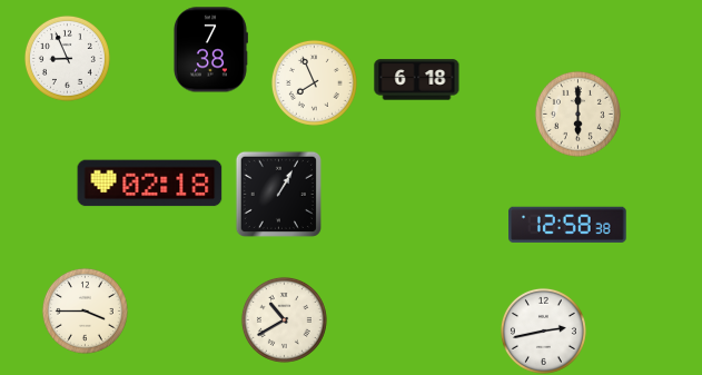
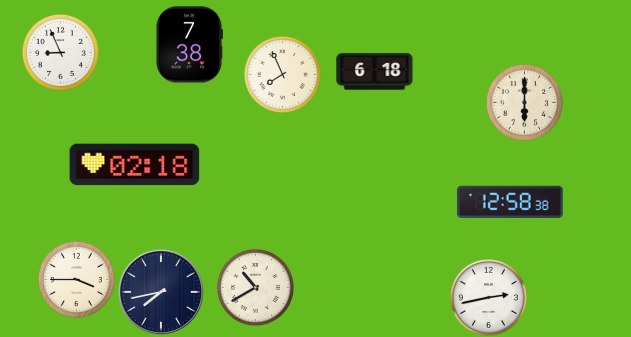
clock at (577, 114) position: (577, 114) -> (524, 102)
clock at (278, 194): 1:05 -> none
clock at (161, 292): none -> 7:43
